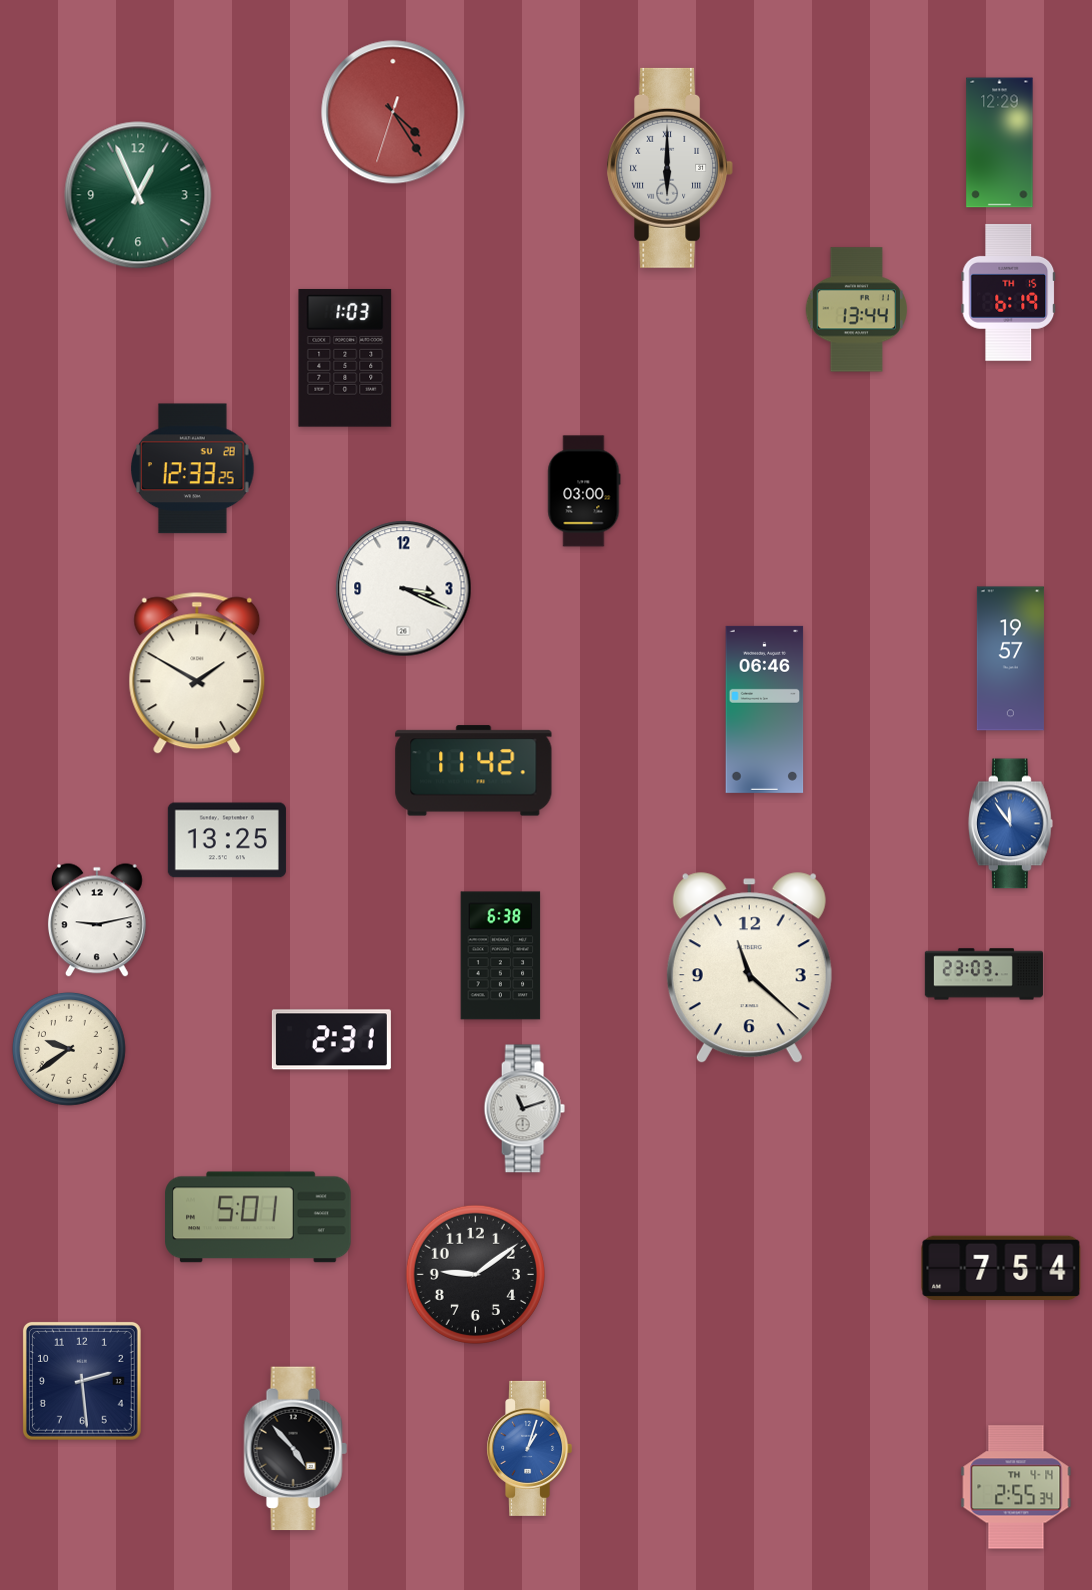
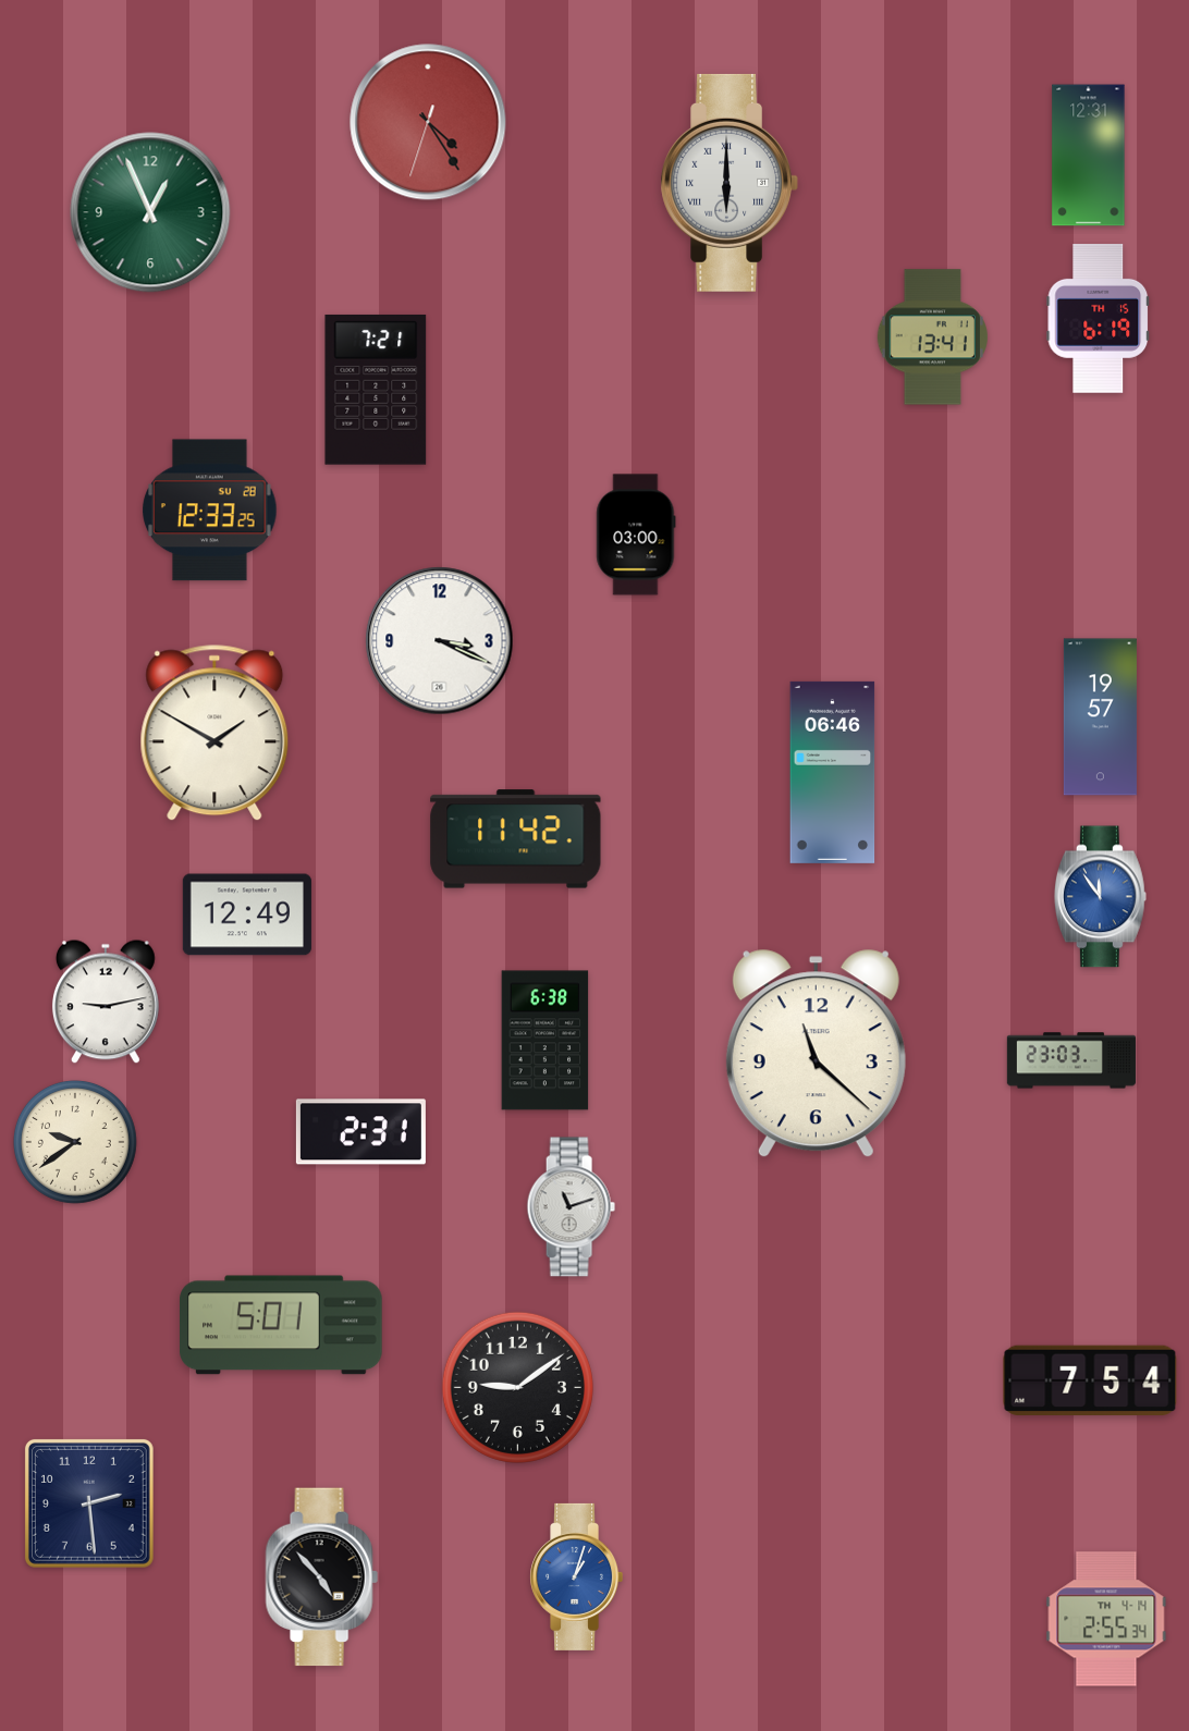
clock at (1000, 143): 12:29 -> 12:31
clock at (856, 310): 13:44 -> 13:41
clock at (345, 358): 1:03 -> 7:21
clock at (227, 840): 13:25 -> 12:49
